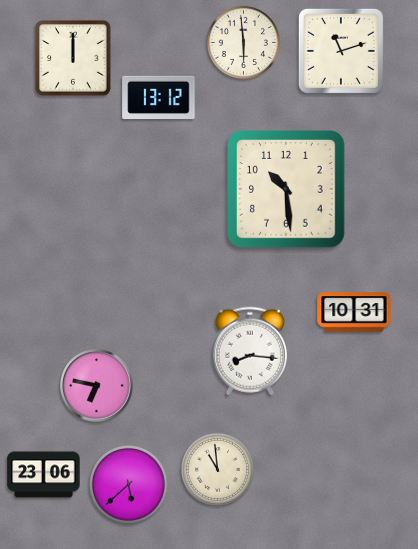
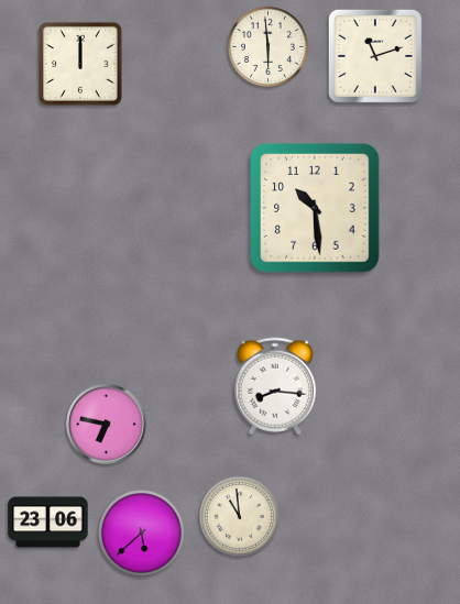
clock at (159, 97): 13:12 -> none
clock at (354, 312): 10:31 -> none
